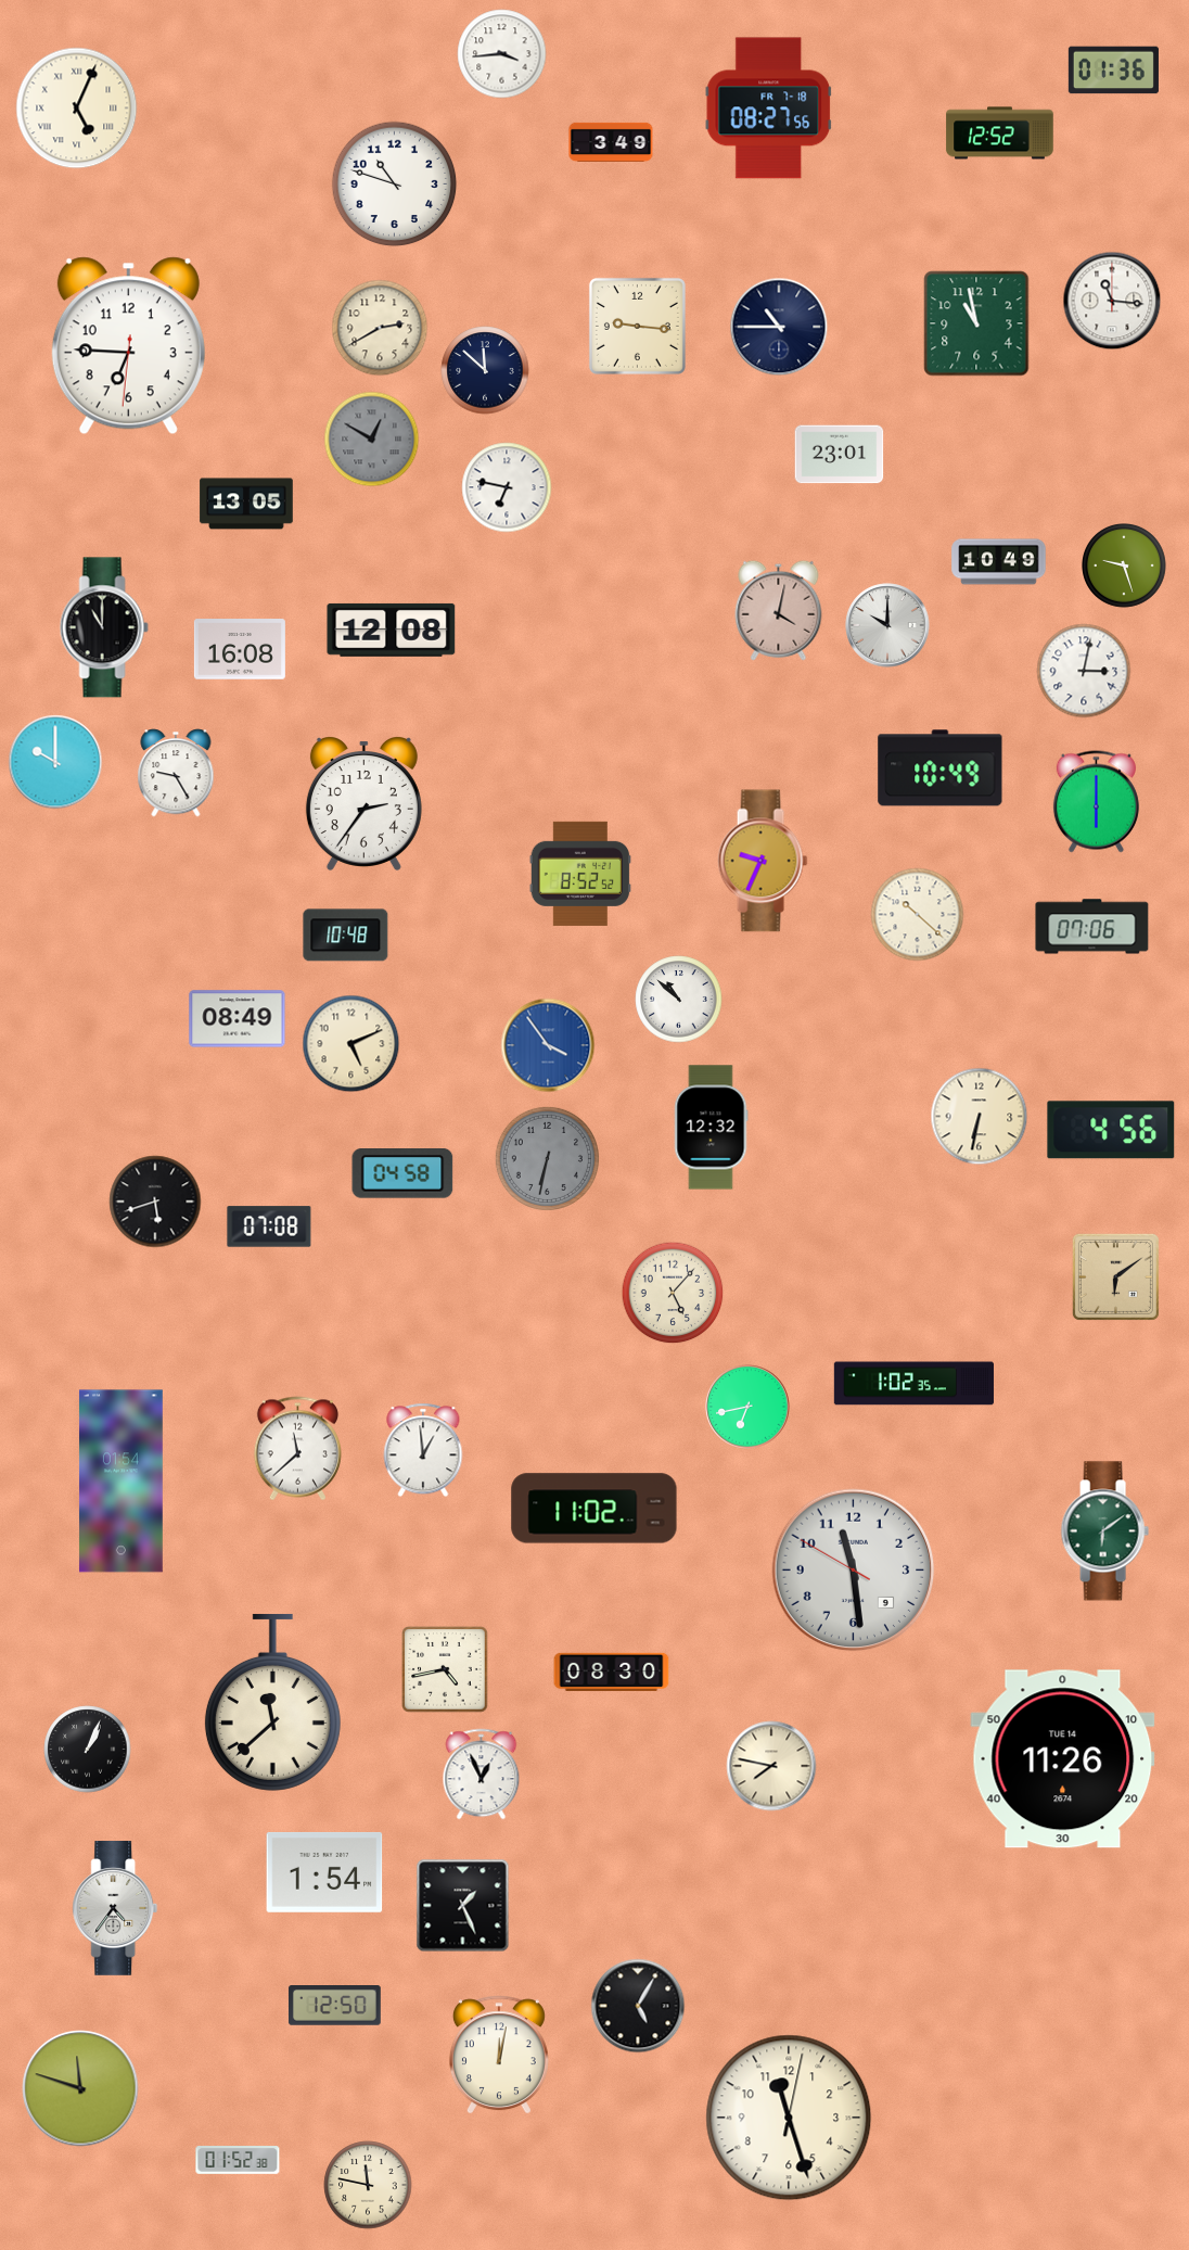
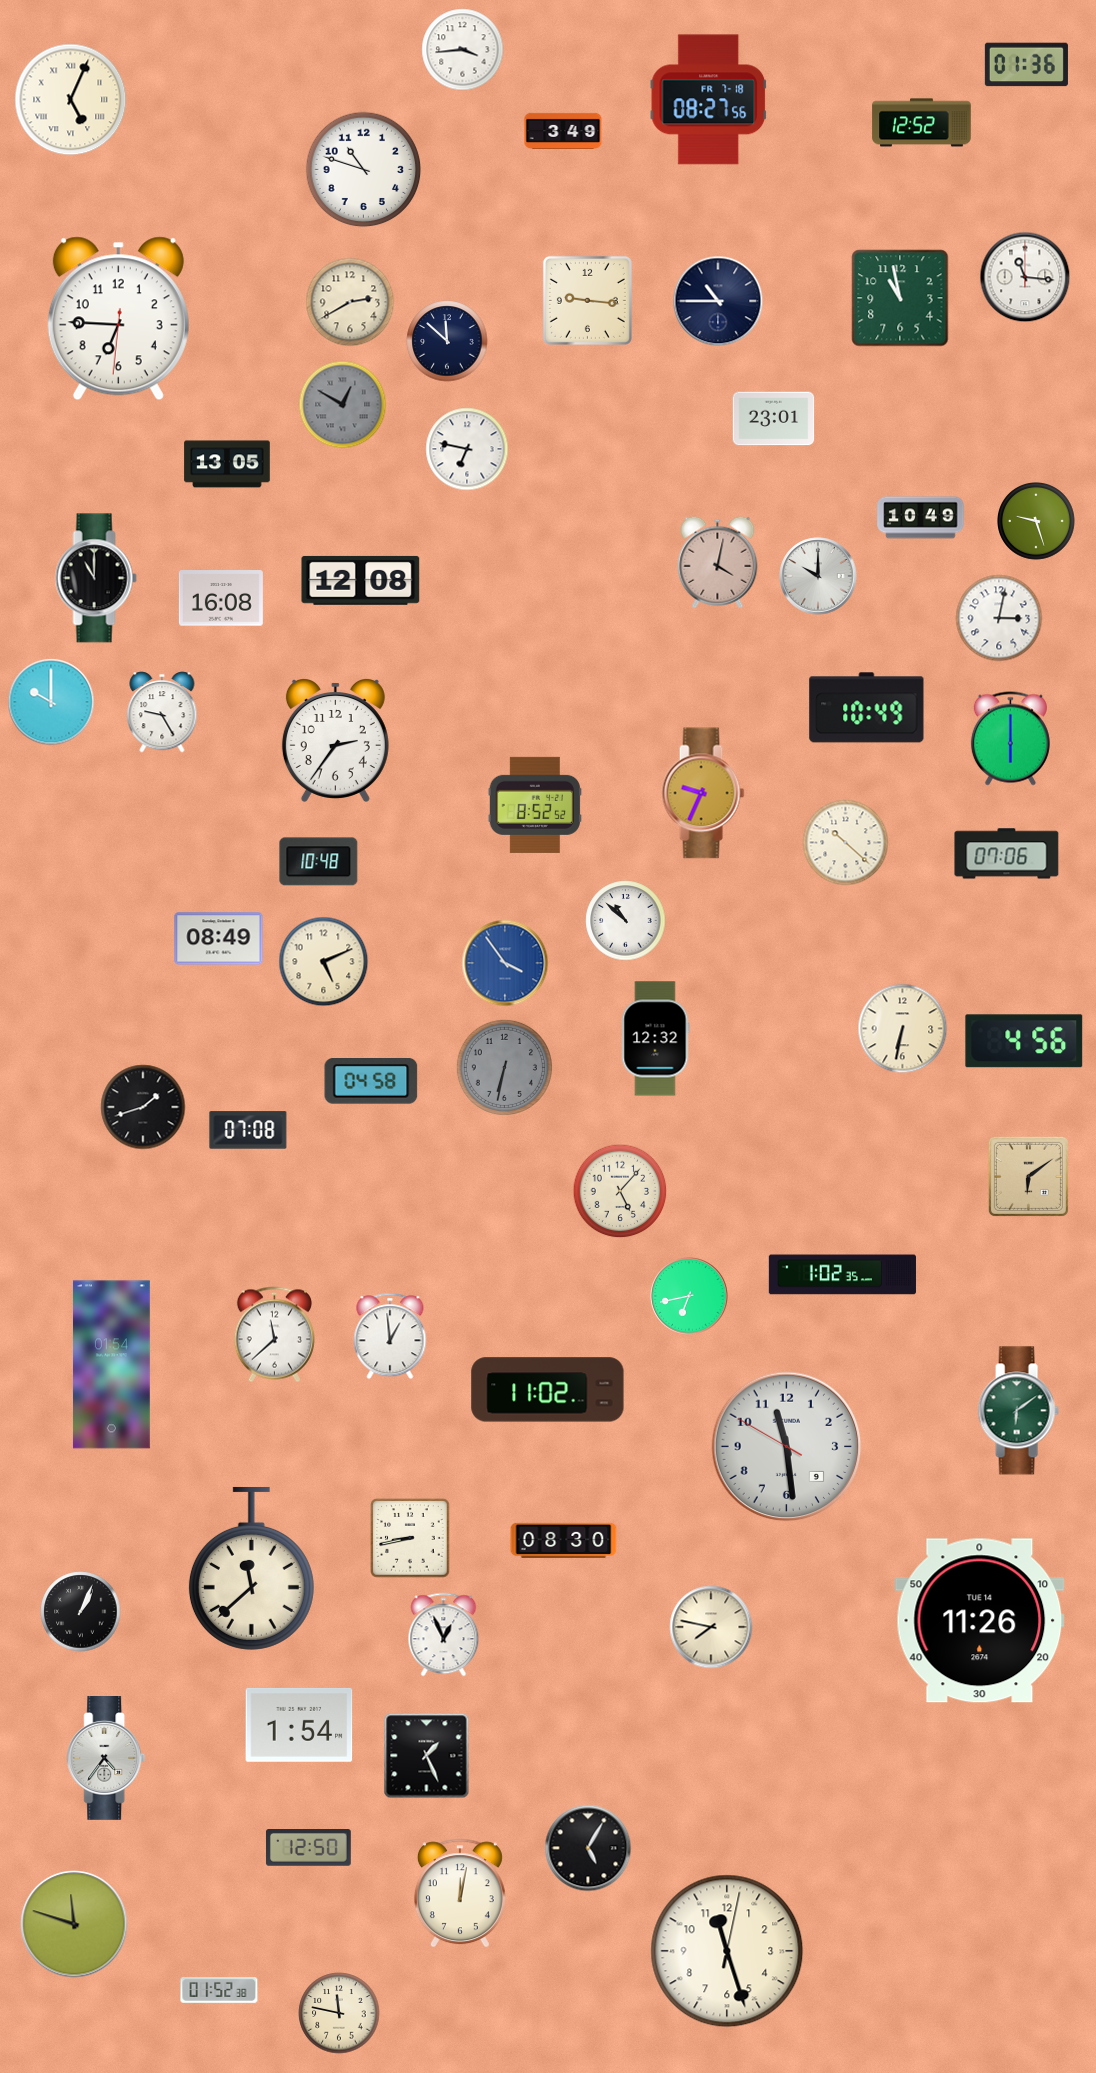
clock at (155, 1202): 5:42 -> 1:42
clock at (445, 1669): 4:43 -> 8:43
